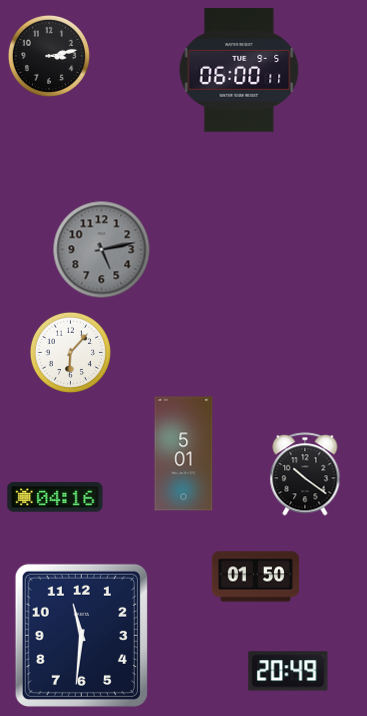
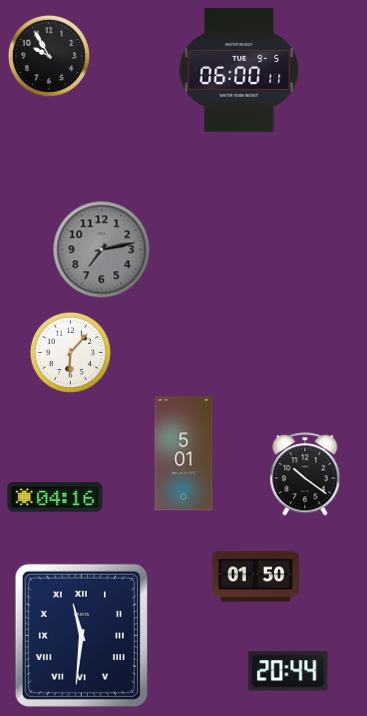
clock at (49, 56): 3:13 -> 9:55
clock at (102, 250): 5:13 -> 7:13
clock at (81, 635) numerals: Arabic -> Roman
clock at (288, 671): 20:49 -> 20:44
